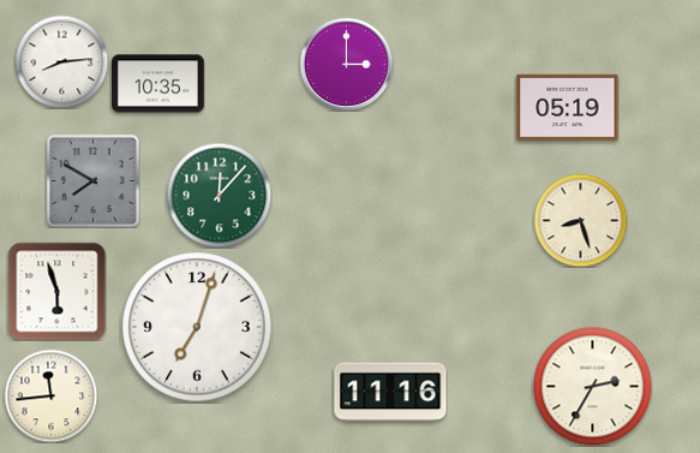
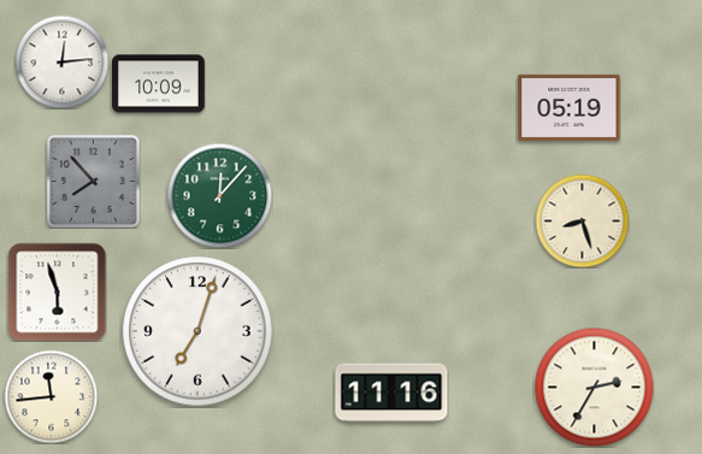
clock at (61, 61): 8:14 -> 12:14
clock at (346, 64): 3:00 -> none
clock at (158, 84): 10:35 -> 10:09
clock at (92, 180): 7:50 -> 7:53
clock at (197, 327) position: (197, 327) -> (197, 331)
